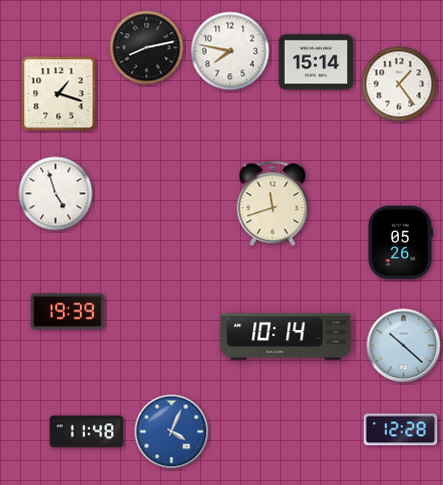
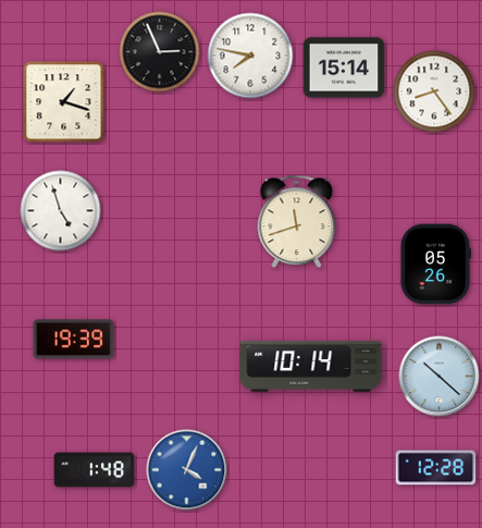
clock at (147, 48): 8:13 -> 2:56
clock at (399, 84): 1:24 -> 8:24
clock at (87, 432): 11:48 -> 1:48
